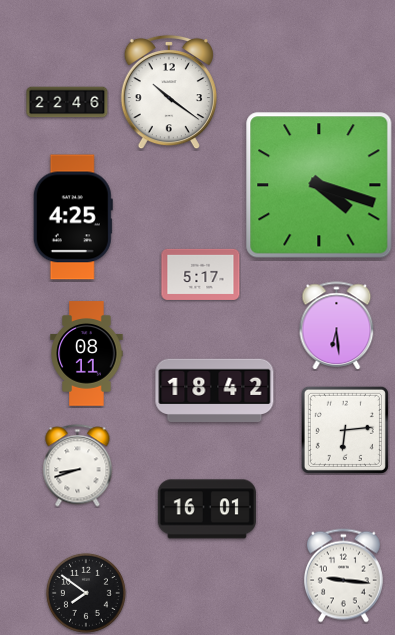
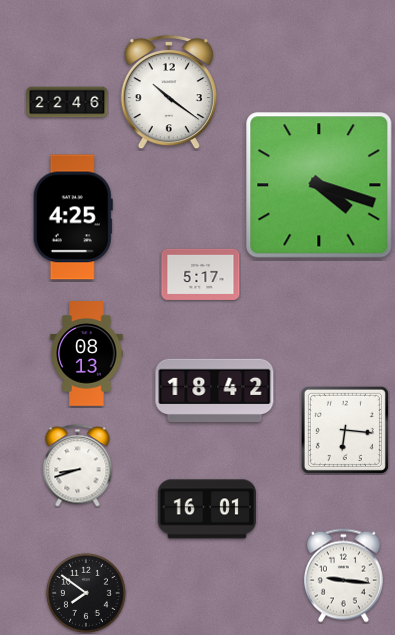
clock at (337, 326): 6:29 -> none
clock at (87, 354): 08:11 -> 08:13
clock at (345, 430): 6:14 -> 6:16
